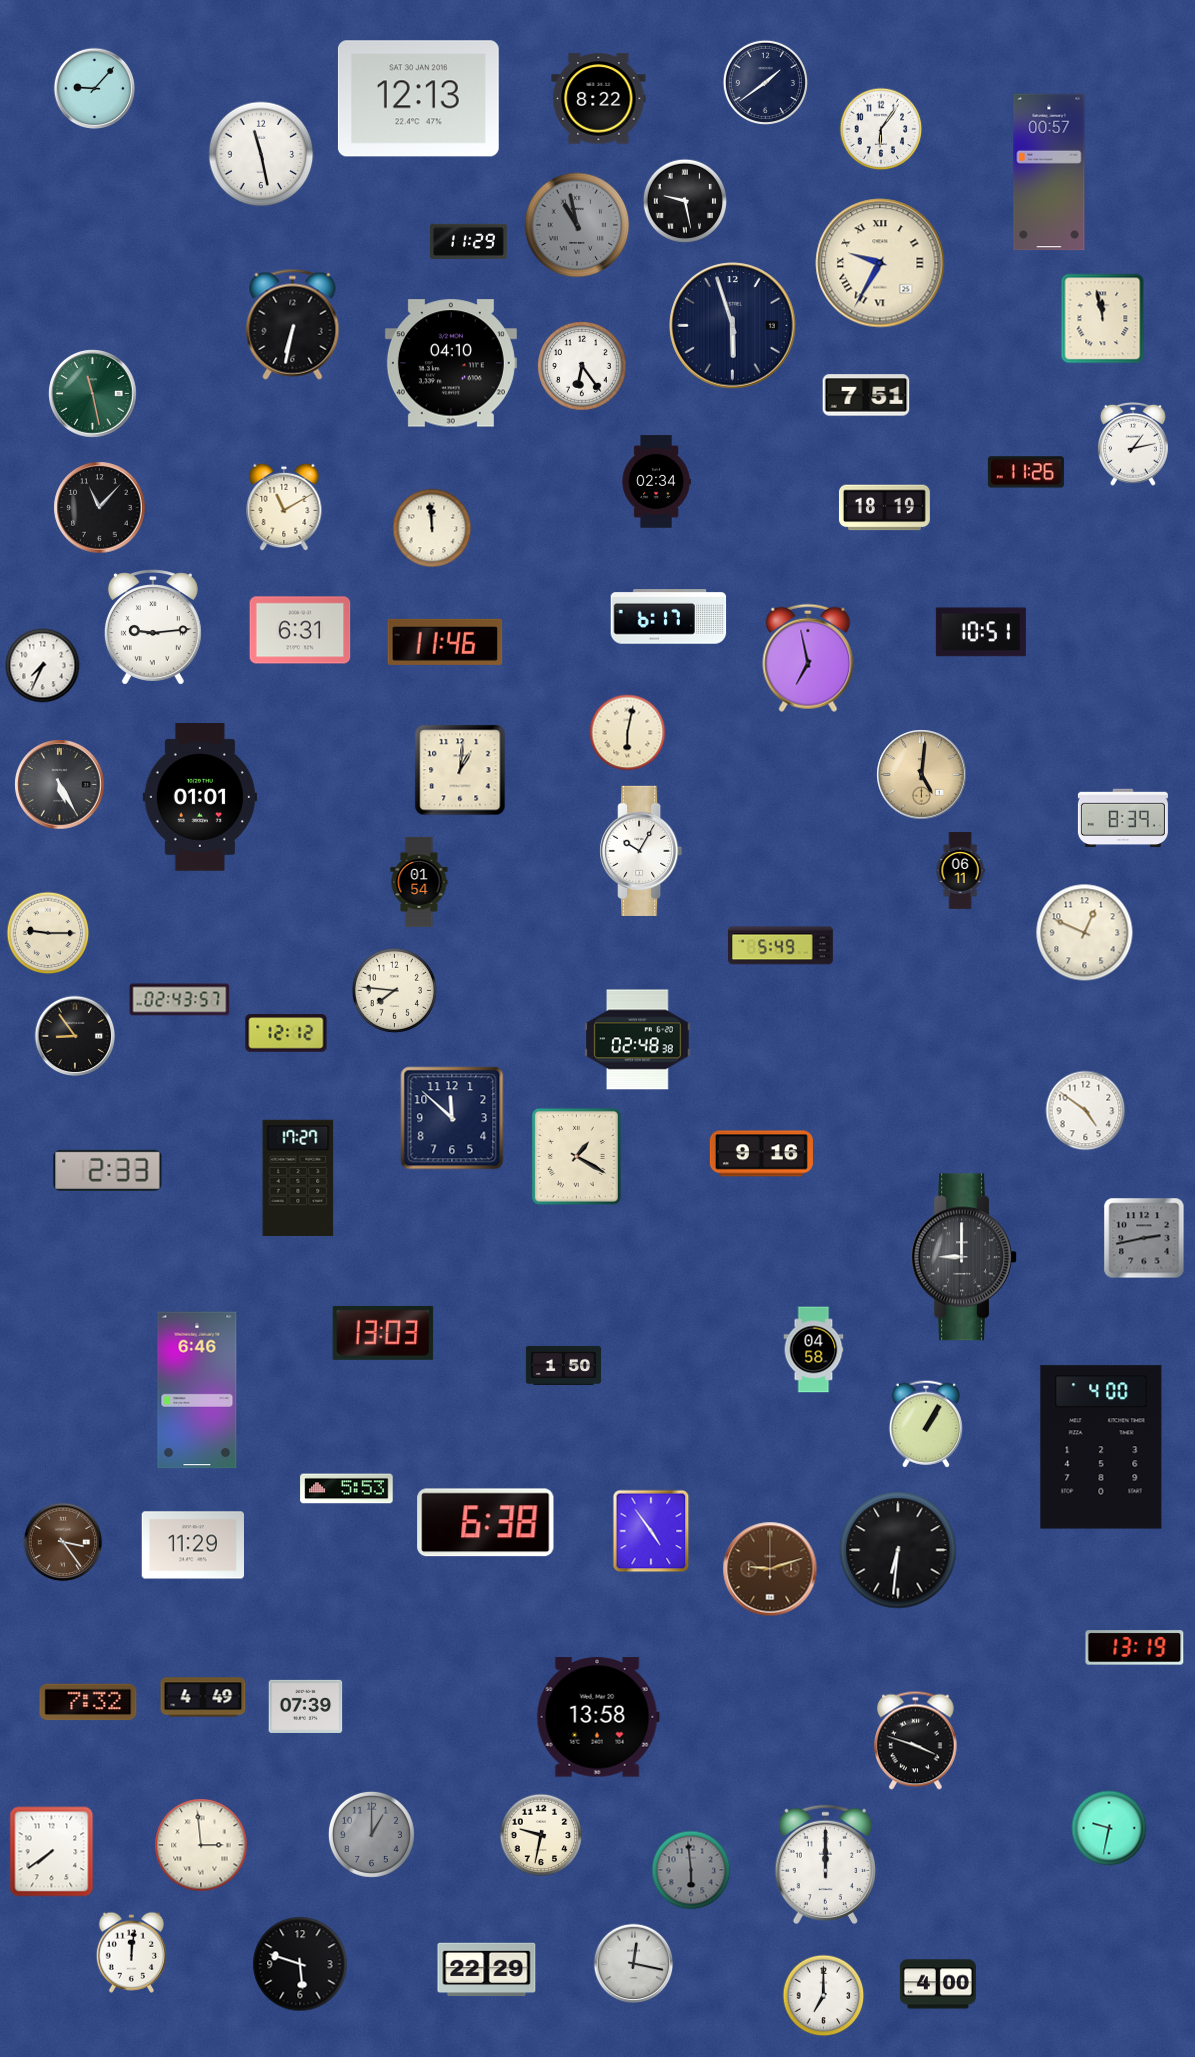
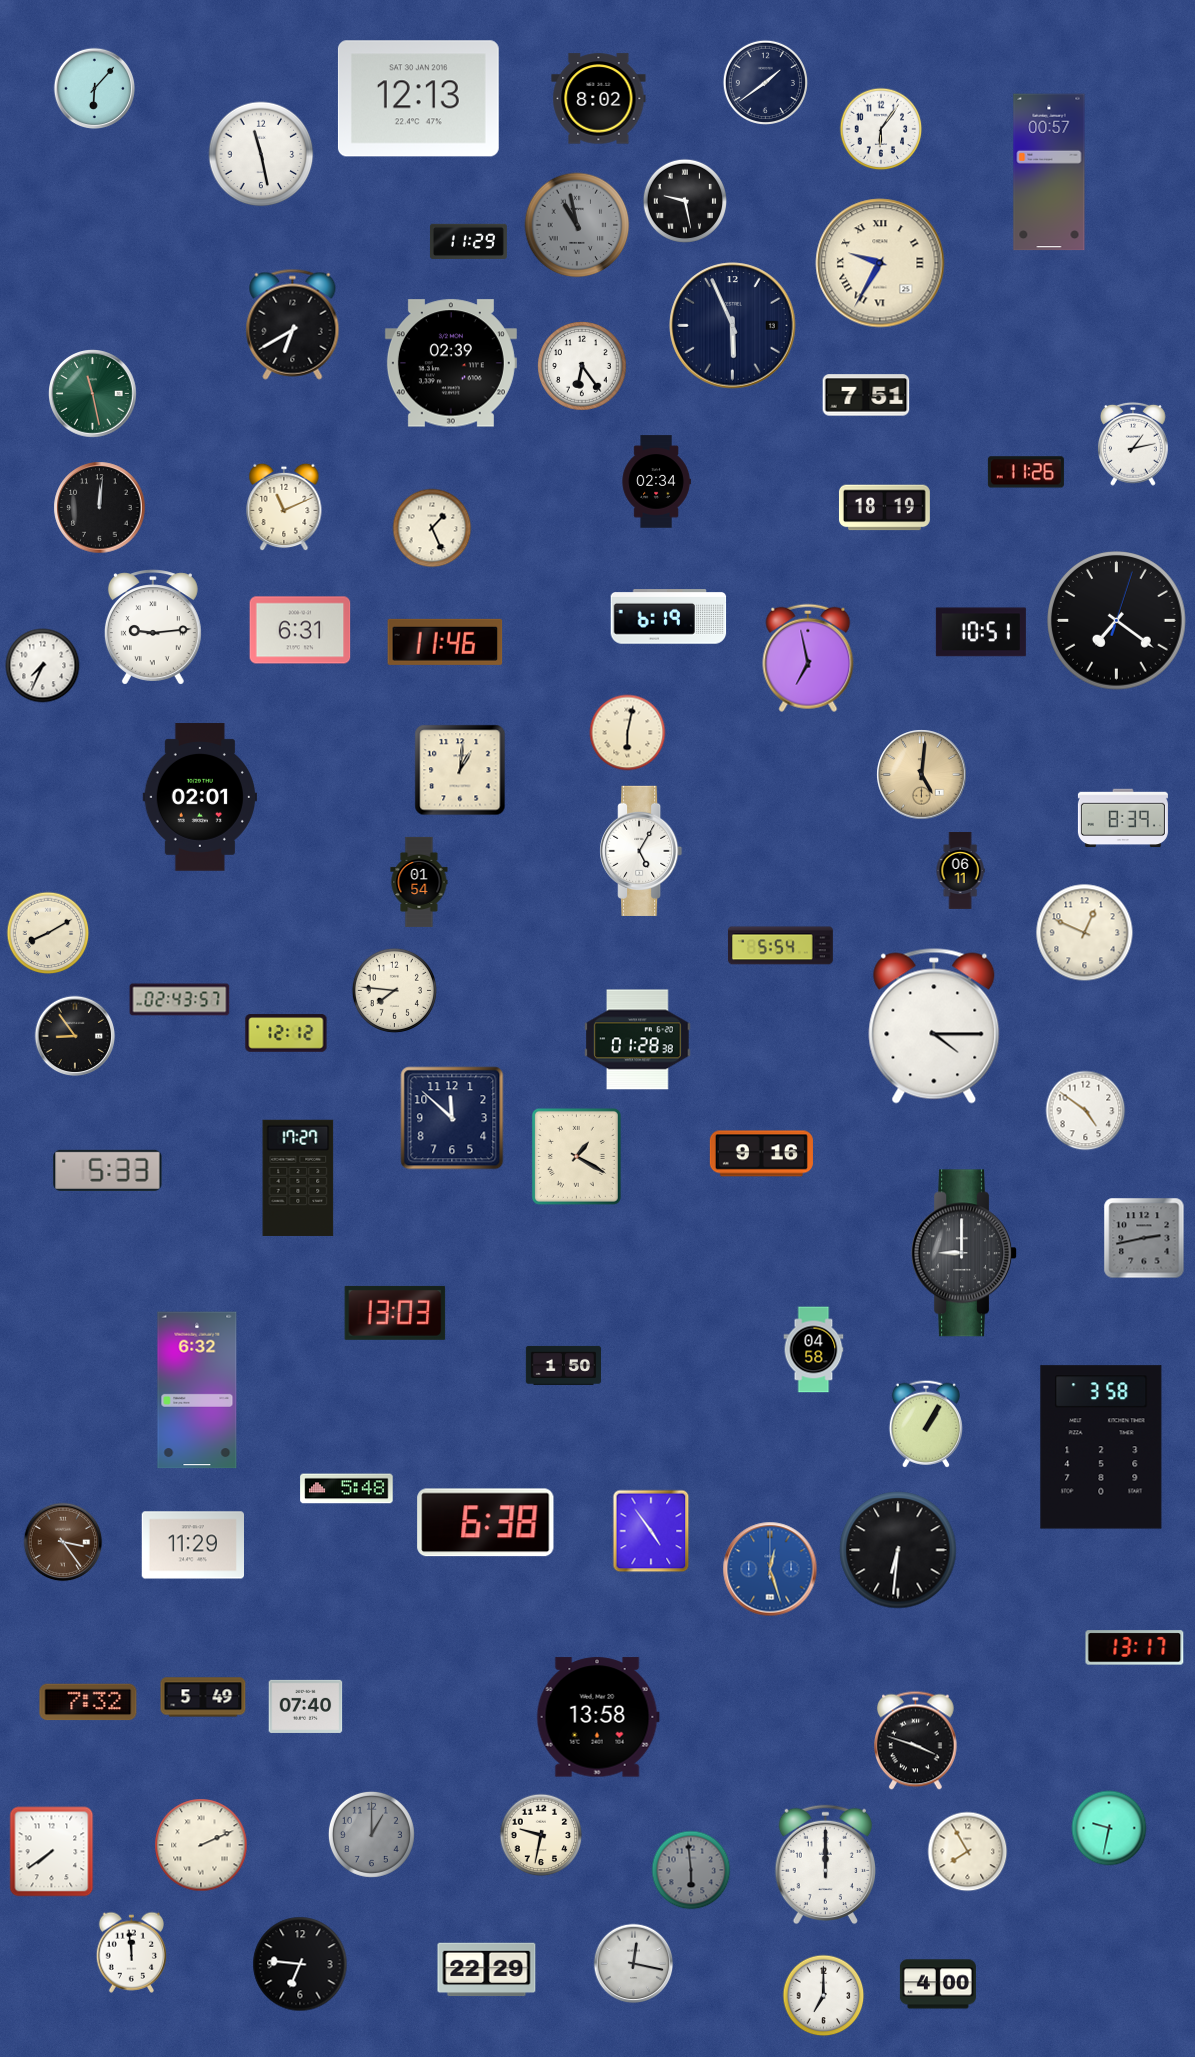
clock at (95, 89): 9:07 -> 6:07
clock at (599, 99): 8:22 -> 8:02
clock at (1103, 319): 11:58 -> none
clock at (293, 324): 6:32 -> 6:40
clock at (733, 326): 5:57 -> 5:56
clock at (451, 363): 04:10 -> 02:39
clock at (284, 507): 11:10 -> 11:11
clock at (100, 508): 11:07 -> 12:01
clock at (432, 528): 11:59 -> 1:26
clock at (669, 617): 6:17 -> 6:19
clock at (1117, 621): none -> 7:21
clock at (60, 785): 5:25 -> none
clock at (199, 797): 01:01 -> 02:01
clock at (641, 851): 10:05 -> 5:05
clock at (48, 933): 9:15 -> 8:10
clock at (780, 946): 5:49 -> 5:54
clock at (934, 1026): none -> 4:15
clock at (638, 1040): 02:48 -> 01:28
clock at (108, 1170): 2:33 -> 5:33
clock at (965, 1257) position: (965, 1257) -> (965, 1253)
clock at (383, 1333) position: (383, 1333) -> (395, 1313)
clock at (197, 1390): 6:46 -> 6:32
clock at (1101, 1447): 4:00 -> 3:58
clock at (347, 1489): 5:53 -> 5:48
clock at (770, 1569): 9:12 -> 12:27
clock at (770, 1569) dial: brown -> blue
clock at (1135, 1648): 13:19 -> 13:17
clock at (203, 1697): 4:49 -> 5:49
clock at (306, 1706): 07:39 -> 07:40
clock at (201, 1845): 2:59 -> 2:11
clock at (968, 1852): none -> 7:55
clock at (131, 1952): 12:01 -> 11:59
clock at (300, 1964): 5:48 -> 6:46
